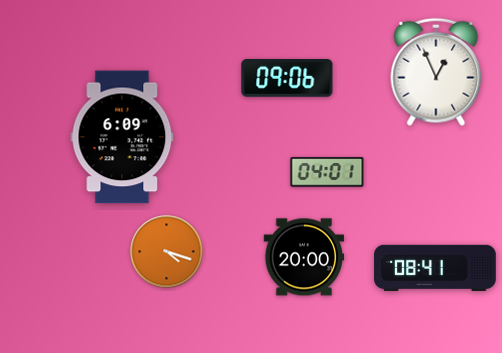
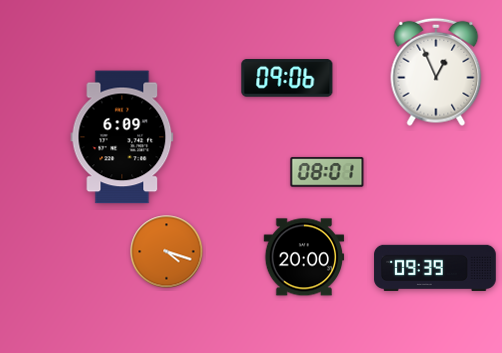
clock at (327, 172): 04:01 -> 08:01
clock at (435, 267): 08:41 -> 09:39
